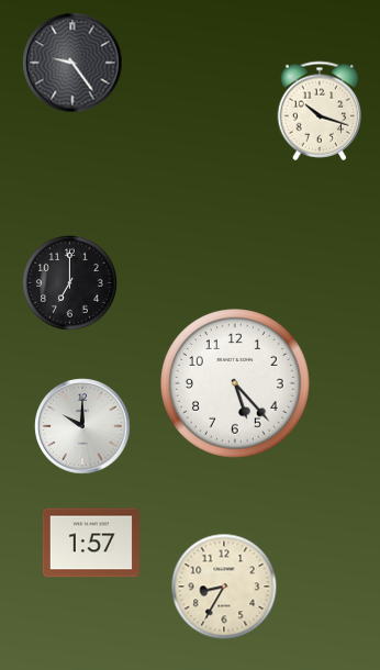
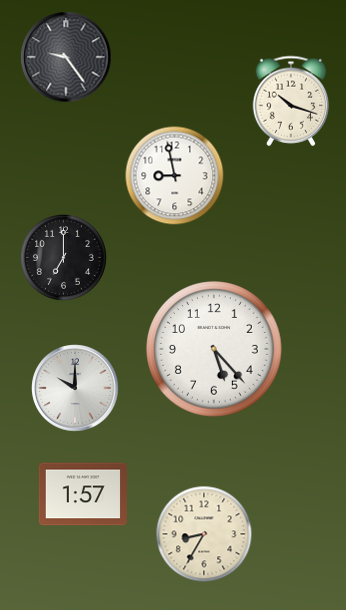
clock at (175, 176): none -> 8:58
